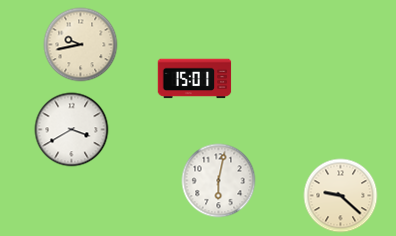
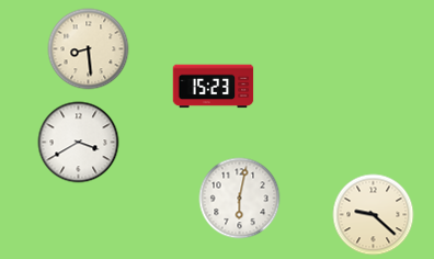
clock at (81, 45): 9:43 -> 8:29
clock at (195, 79): 15:01 -> 15:23
